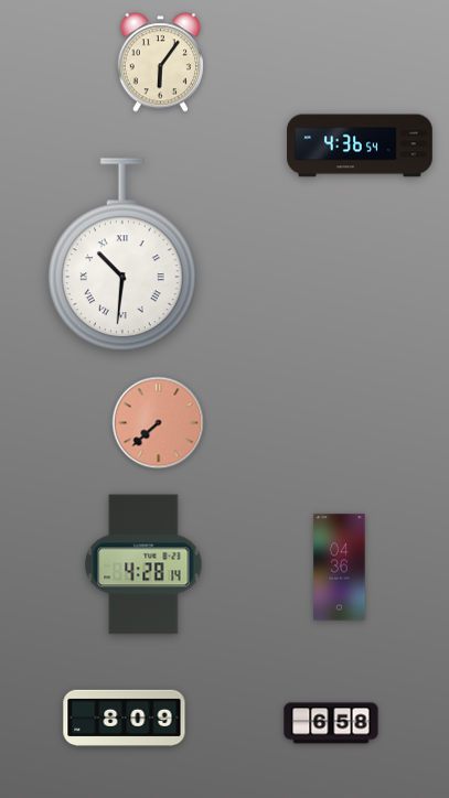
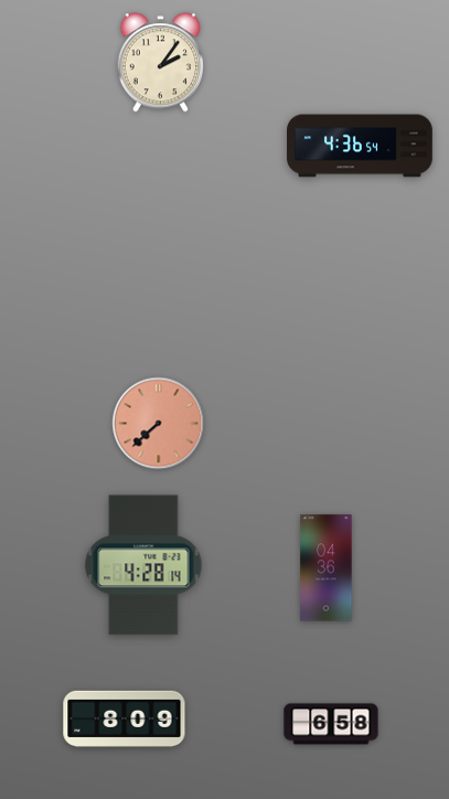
clock at (160, 63): 6:06 -> 2:06
clock at (122, 256): 10:31 -> none
clock at (340, 568) position: (340, 568) -> (327, 568)
